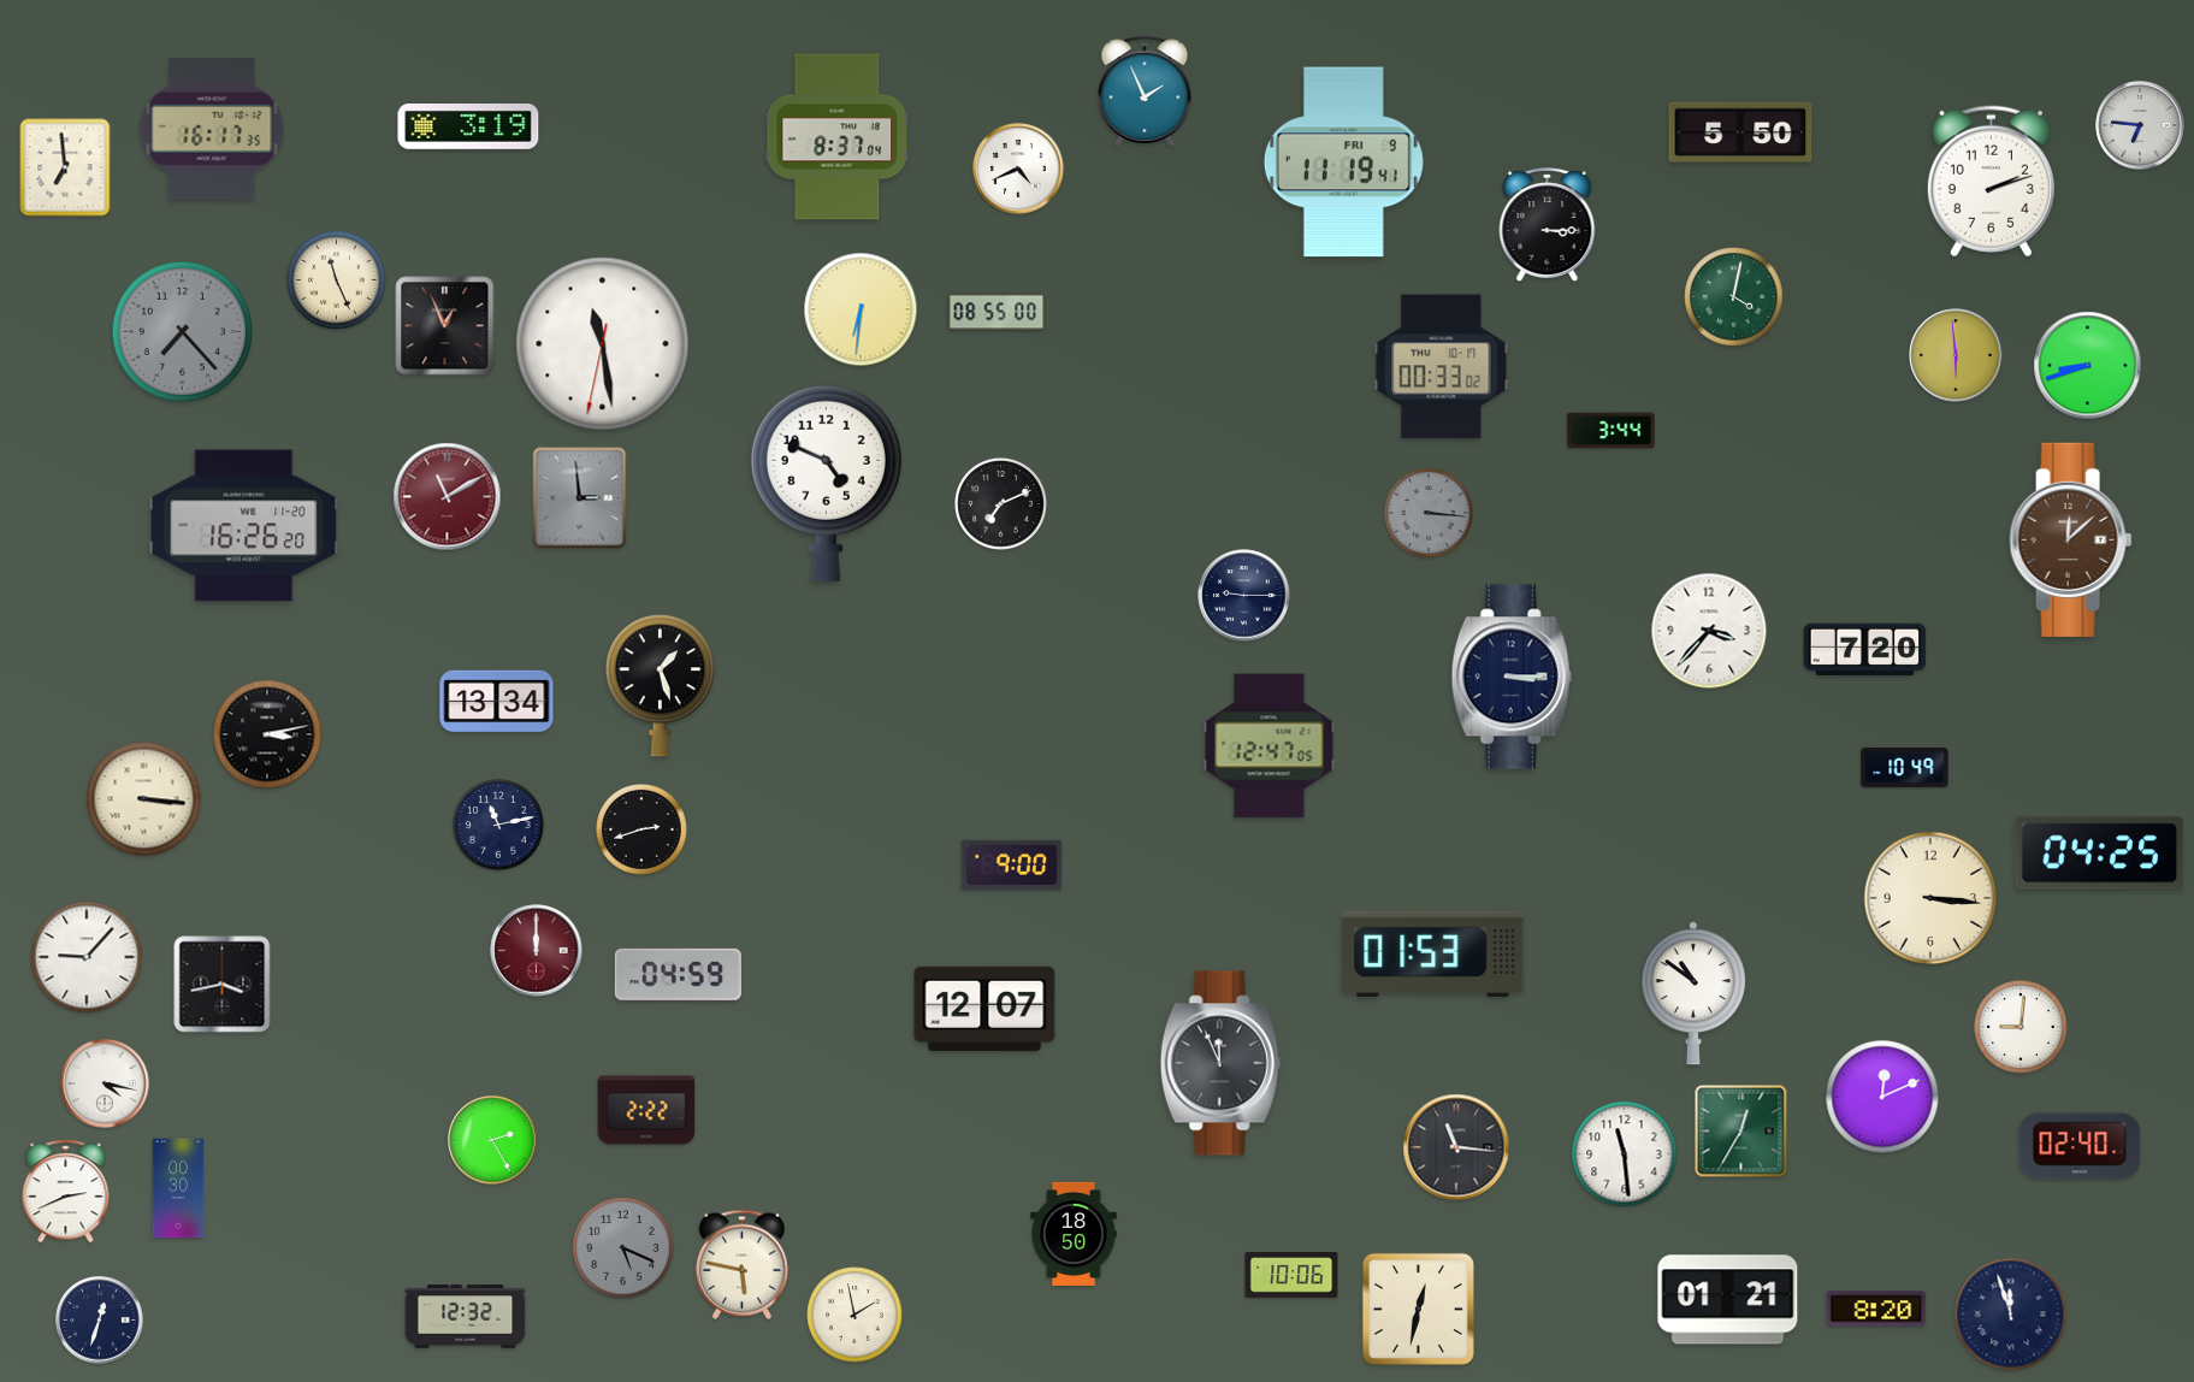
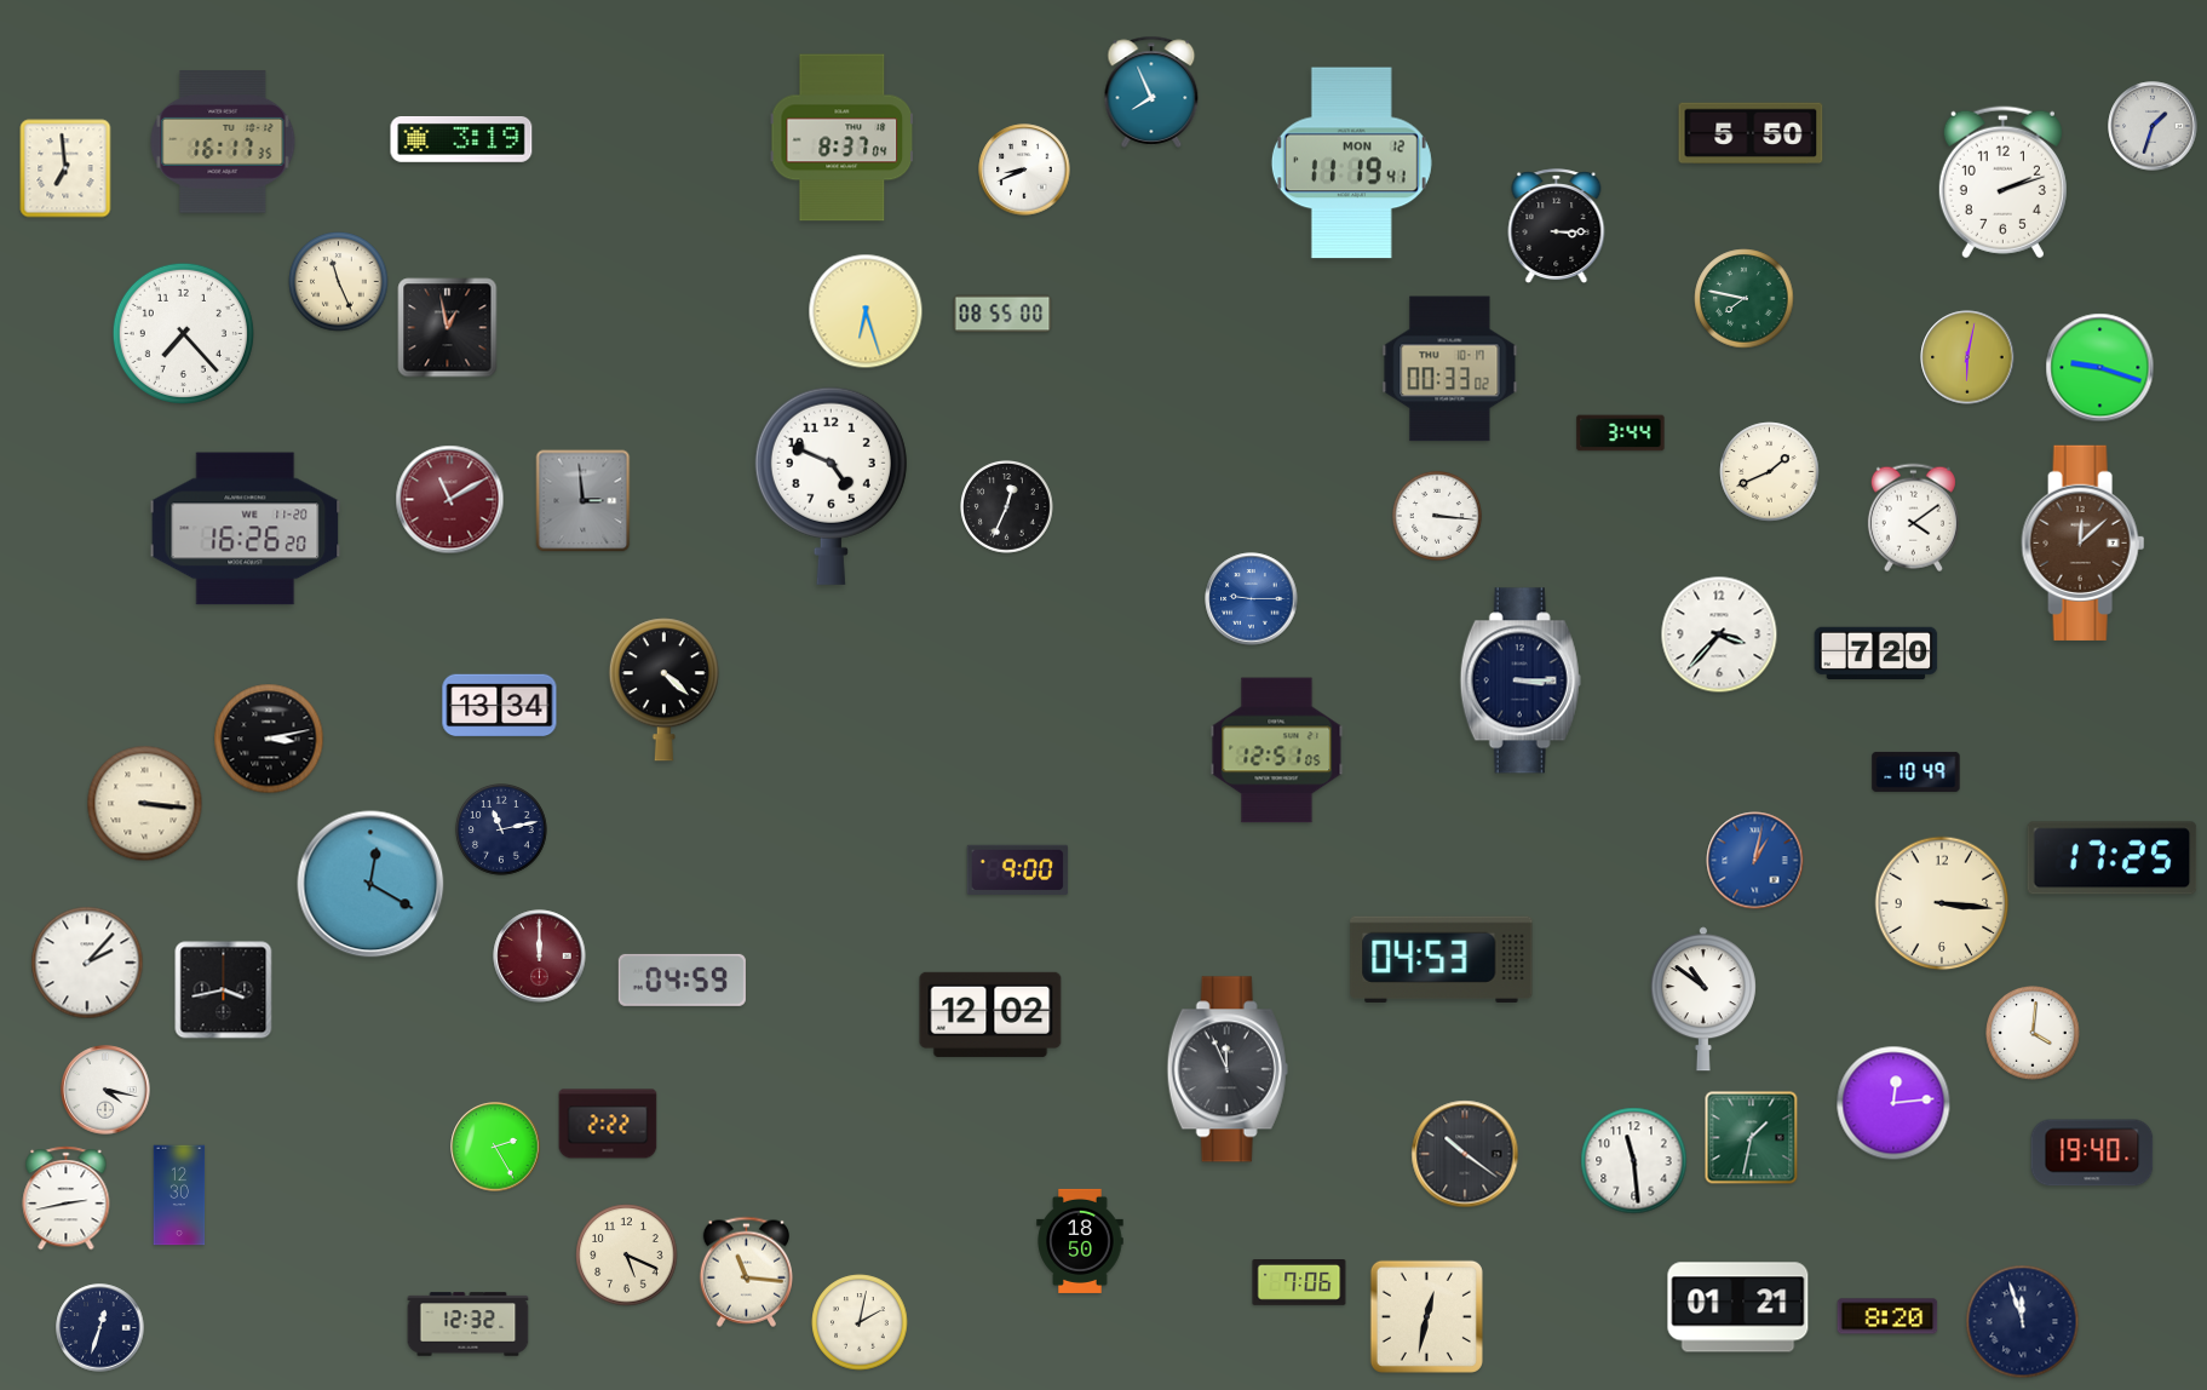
clock at (1145, 91): 1:56 -> 7:56
clock at (2140, 125): 6:46 -> 1:33
clock at (468, 128) position: (468, 128) -> (461, 140)
clock at (212, 129) position: (212, 129) -> (223, 142)
clock at (1343, 163) date: FRI 9 -> MON 12
clock at (1018, 169): 4:41 -> 8:41
clock at (1734, 297): 4:02 -> 7:47
clock at (861, 309): 6:31 -> 6:27
clock at (445, 326): 12:56 -> 12:58
clock at (182, 331) dial: grey -> white
clock at (603, 344): 11:28 -> none
clock at (1956, 355): 5:59 -> 6:02
clock at (2088, 366): 8:42 -> 9:18
clock at (1770, 472): none -> 1:41
clock at (1001, 504): 7:11 -> 12:34
clock at (1429, 513) dial: grey -> white
clock at (1913, 518): none -> 4:09
clock at (1244, 596) dial: navy -> blue
clock at (660, 686): 1:27 -> 4:22
clock at (1270, 746): 12:47 -> 12:51
clock at (643, 831): 2:42 -> none
clock at (2100, 854): 04:25 -> 17:25
clock at (1755, 861): none -> 1:02
clock at (370, 884): none -> 12:20
clock at (1433, 953): 01:53 -> 04:53
clock at (87, 957): 9:07 -> 2:07
clock at (984, 1009): 12:07 -> 12:02
clock at (2021, 1027): 9:01 -> 4:01
clock at (1882, 1097): 12:11 -> 12:14
clock at (646, 1110) position: (646, 1110) -> (608, 1124)
clock at (1741, 1132): 12:35 -> 1:32
clock at (2080, 1146): 02:40 -> 19:40
clock at (1456, 1147): 11:16 -> 10:21
clock at (178, 1188): 00:30 -> 12:30
clock at (66, 1192): 2:41 -> 2:43
clock at (623, 1248) dial: grey -> cream
clock at (741, 1264): 5:47 -> 11:16
clock at (1291, 1276): 10:06 -> 7:06
clock at (854, 1315): 1:58 -> 2:02
